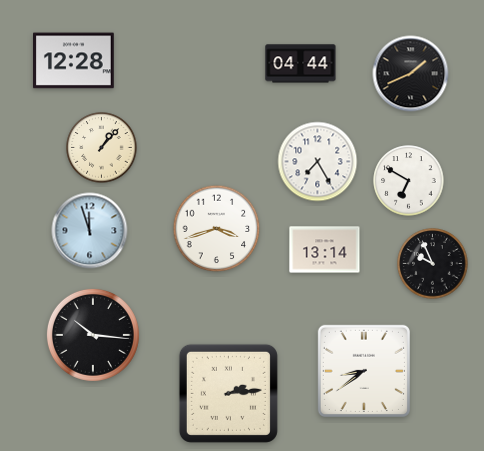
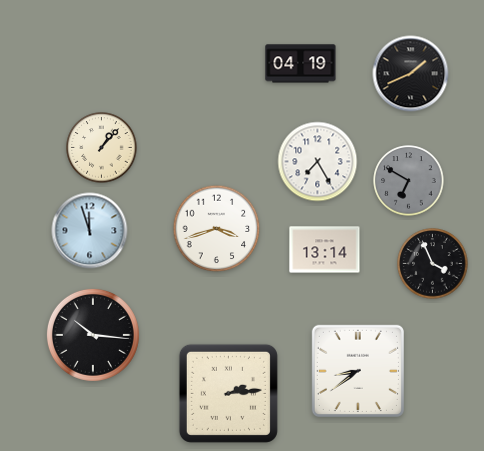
clock at (74, 61): 12:28 -> none
clock at (301, 64): 04:44 -> 04:19
clock at (409, 181) dial: white -> grey
clock at (433, 264): 9:56 -> 3:56
clock at (364, 371) position: (364, 371) -> (358, 371)
